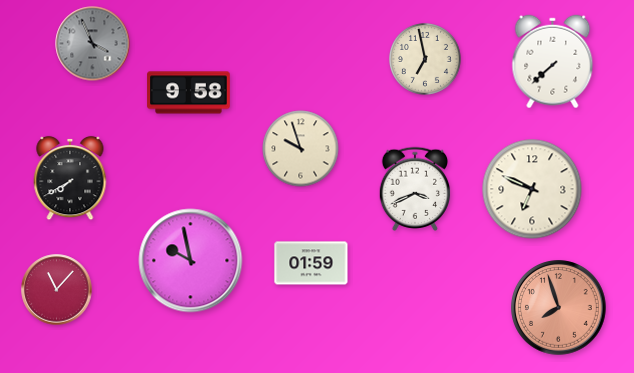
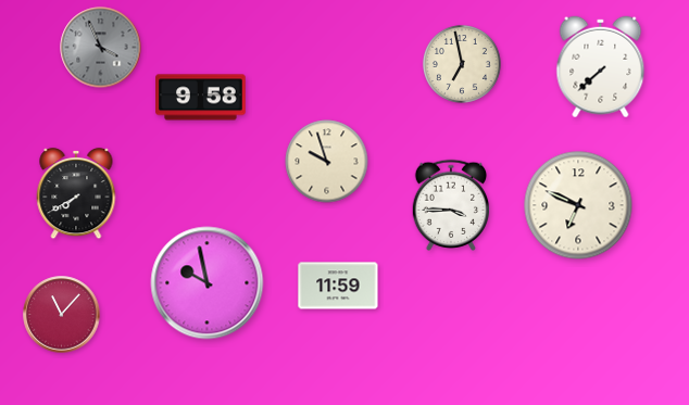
clock at (189, 93) position: (189, 93) -> (201, 98)
clock at (415, 189): 3:41 -> 3:45
clock at (311, 263): 01:59 -> 11:59
clock at (559, 308): 7:57 -> none
